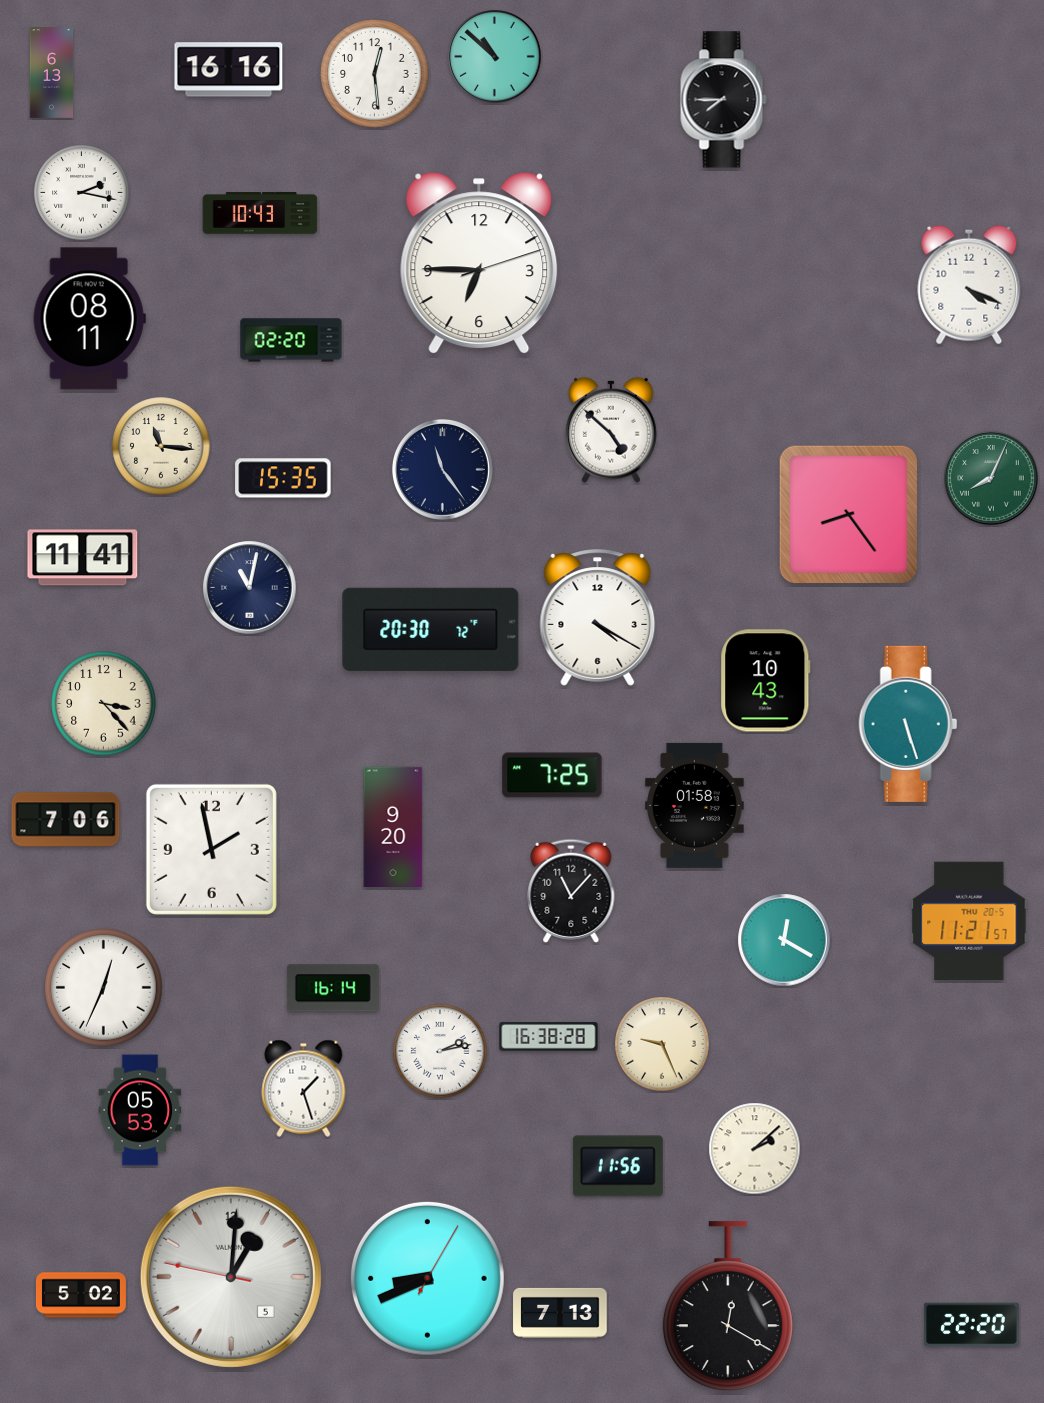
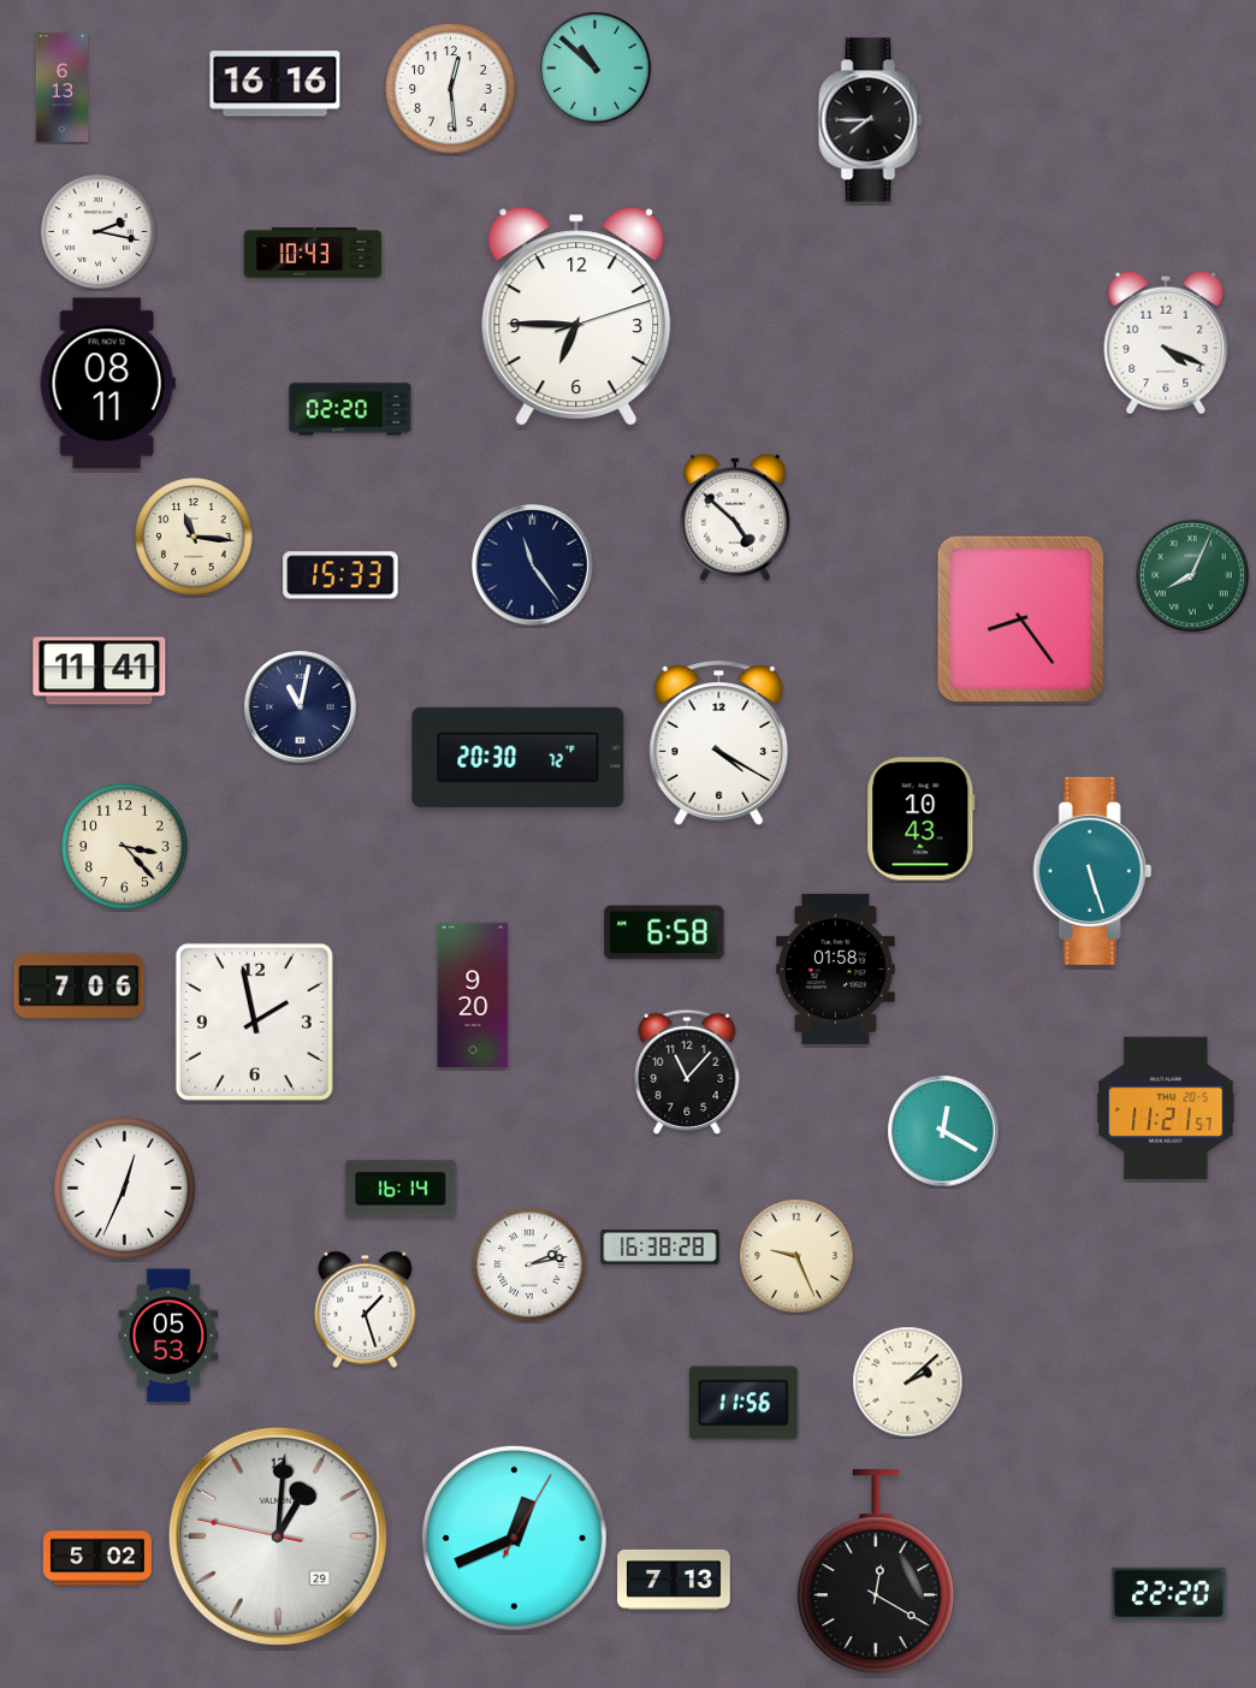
clock at (260, 213) position: (260, 213) -> (313, 253)
clock at (283, 478): 15:35 -> 15:33
clock at (552, 775): 7:25 -> 6:58
clock at (231, 1277) date: 5 -> 29
clock at (427, 1278): 8:41 -> 12:41
